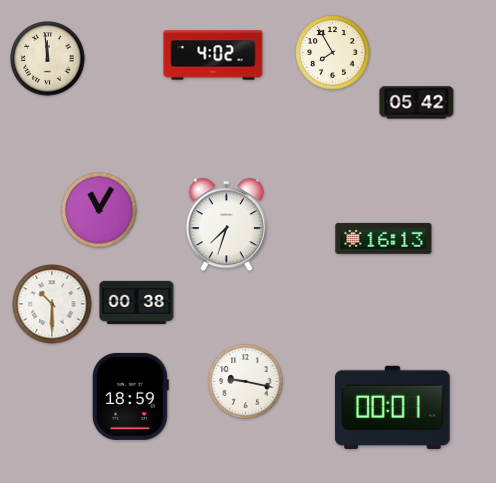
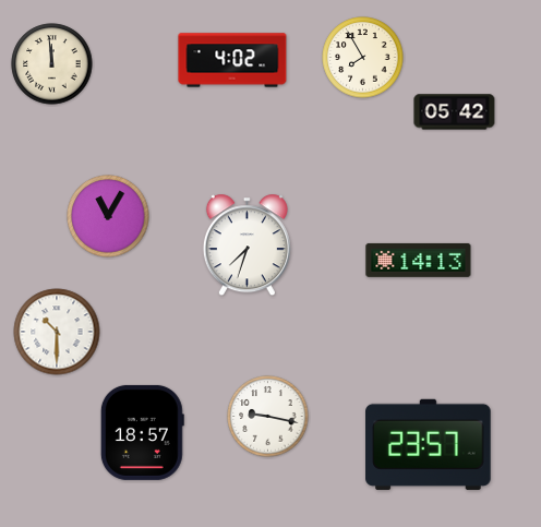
clock at (99, 210) position: (99, 210) -> (108, 216)
clock at (384, 238): 16:13 -> 14:13
clock at (137, 302): 00:38 -> none
clock at (130, 396): 18:59 -> 18:57
clock at (393, 407): 00:01 -> 23:57
